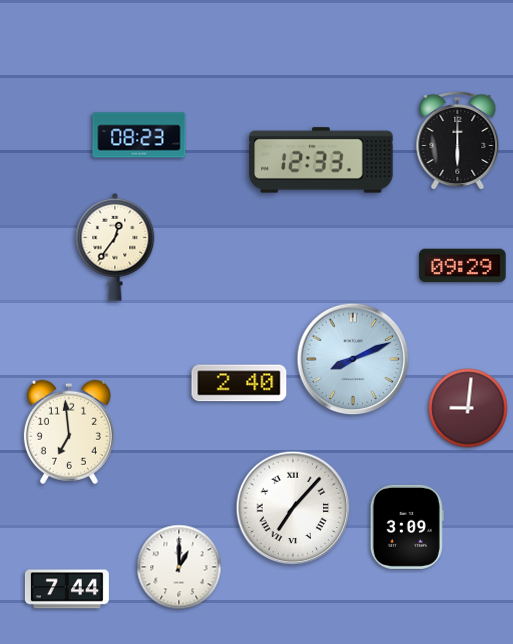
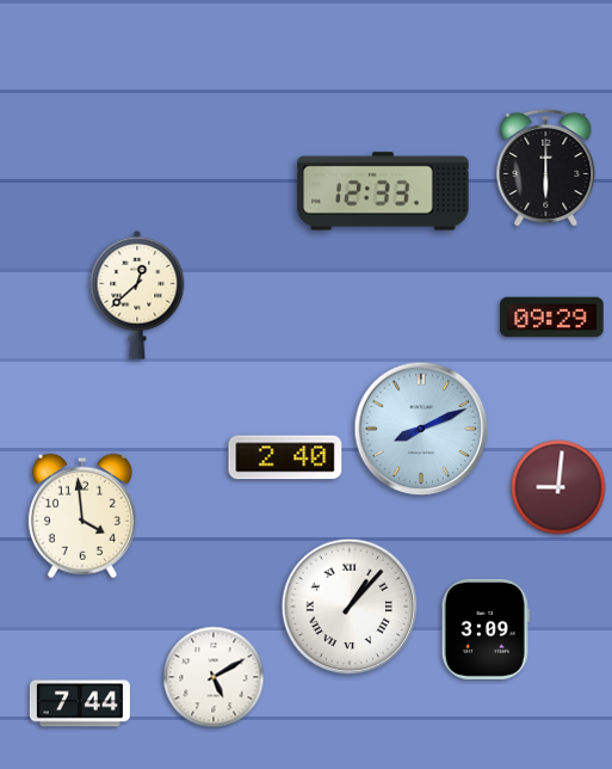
clock at (139, 135): 08:23 -> none
clock at (115, 247): 12:36 -> 12:38
clock at (69, 432): 6:59 -> 3:59
clock at (293, 508): 7:07 -> 1:07
clock at (179, 567): 1:00 -> 5:10
